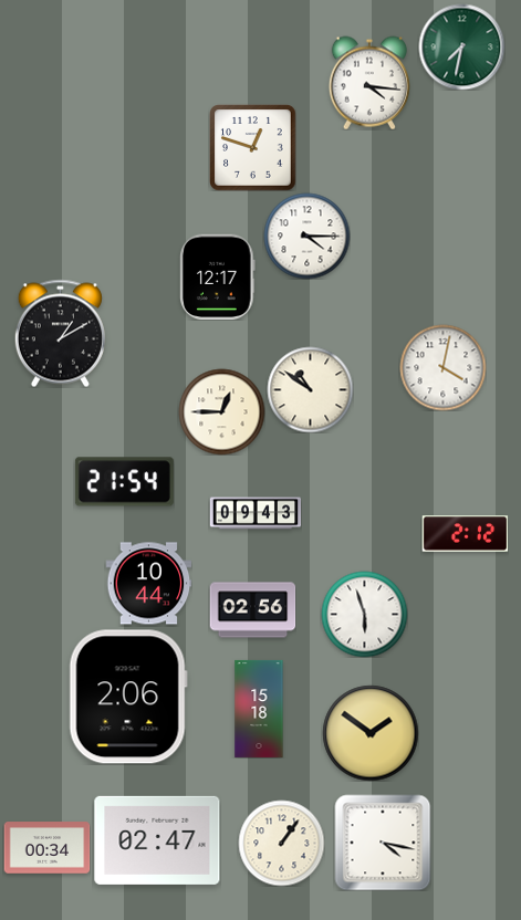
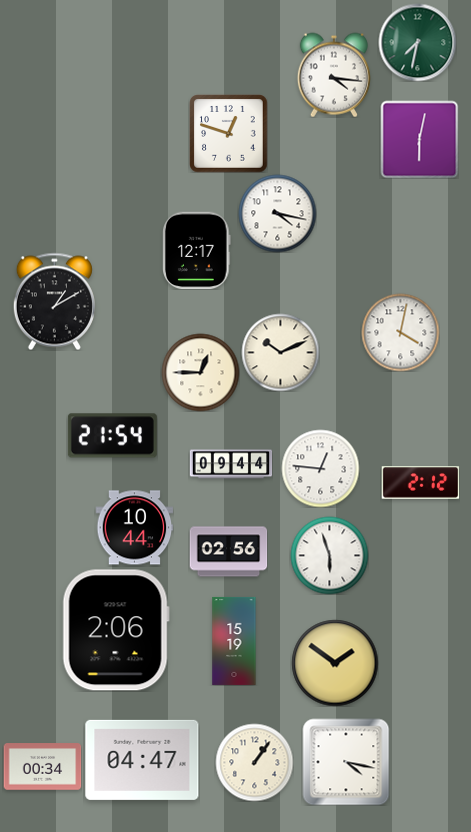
clock at (419, 139): none -> 6:02
clock at (306, 236): 4:15 -> 4:17
clock at (310, 389): 10:51 -> 10:11
clock at (256, 513): 09:43 -> 09:44
clock at (320, 468): none -> 12:46
clock at (259, 709): 15:18 -> 15:19
clock at (157, 840): 02:47 -> 04:47
